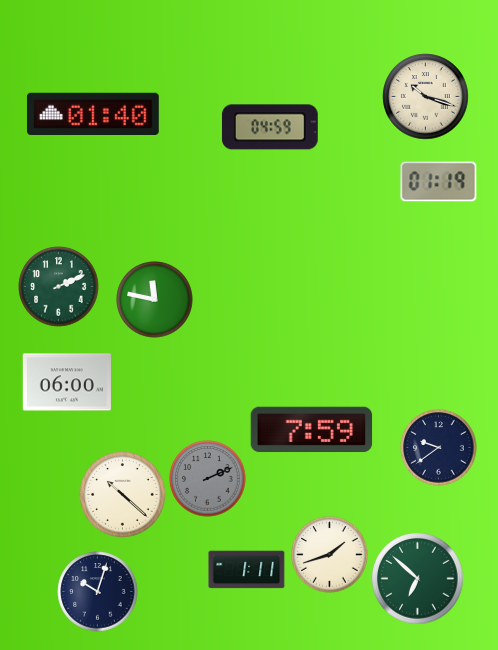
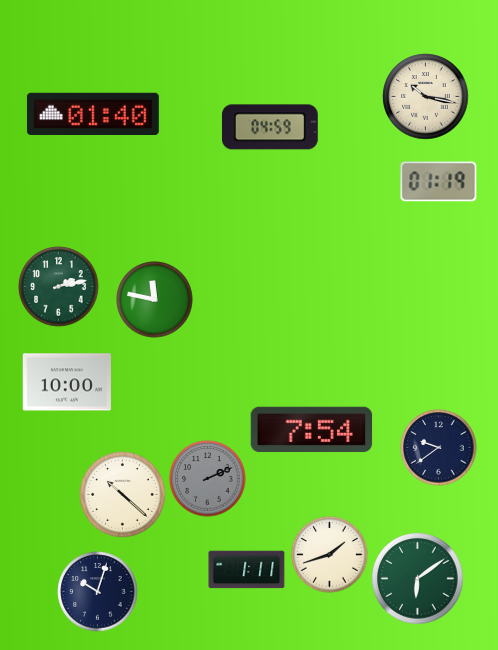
clock at (426, 97): 10:18 -> 10:17
clock at (59, 287): 2:11 -> 2:13
clock at (67, 382): 06:00 -> 10:00
clock at (312, 430): 7:59 -> 7:54
clock at (418, 579): 6:52 -> 6:09
